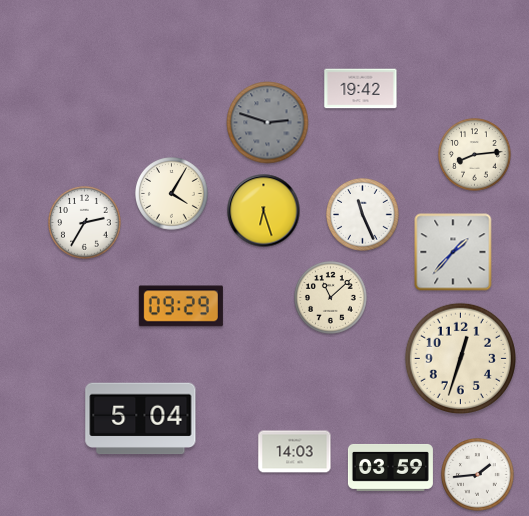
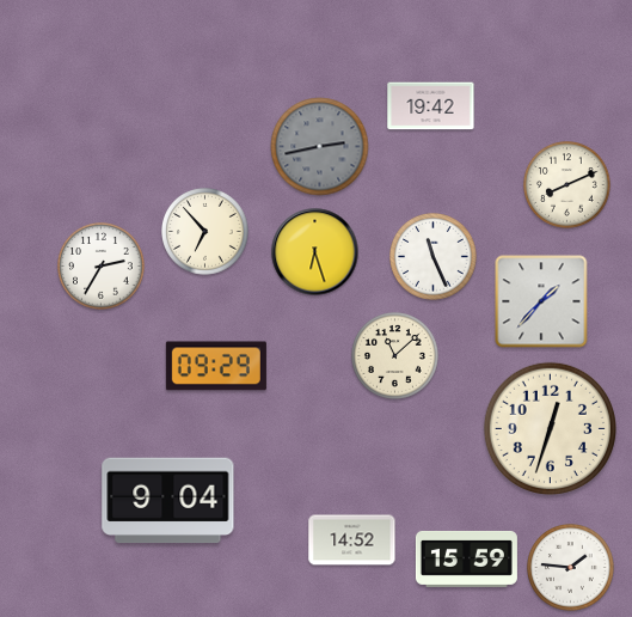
clock at (268, 123): 2:48 -> 2:43
clock at (475, 155): 8:14 -> 8:11
clock at (172, 194): 4:05 -> 6:53
clock at (141, 419): 5:04 -> 9:04
clock at (295, 452): 14:03 -> 14:52
clock at (390, 467): 03:59 -> 15:59
clock at (478, 475): 1:44 -> 1:46
